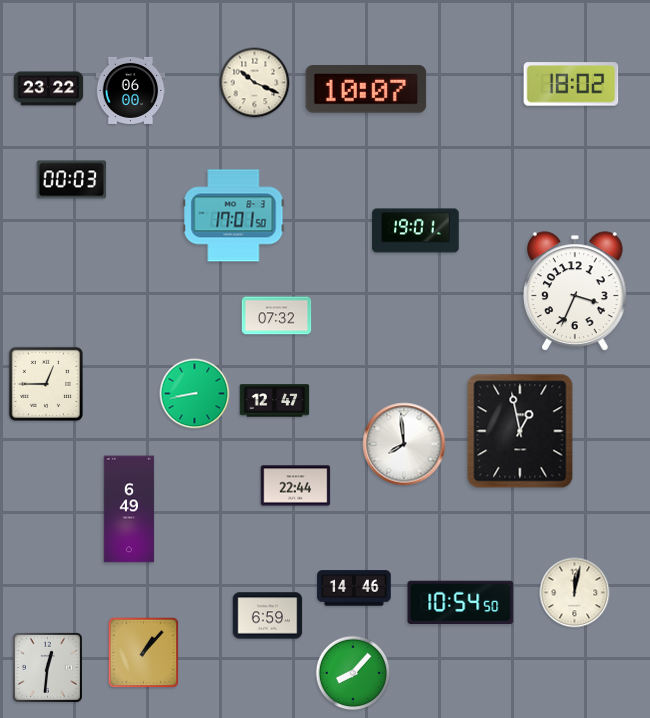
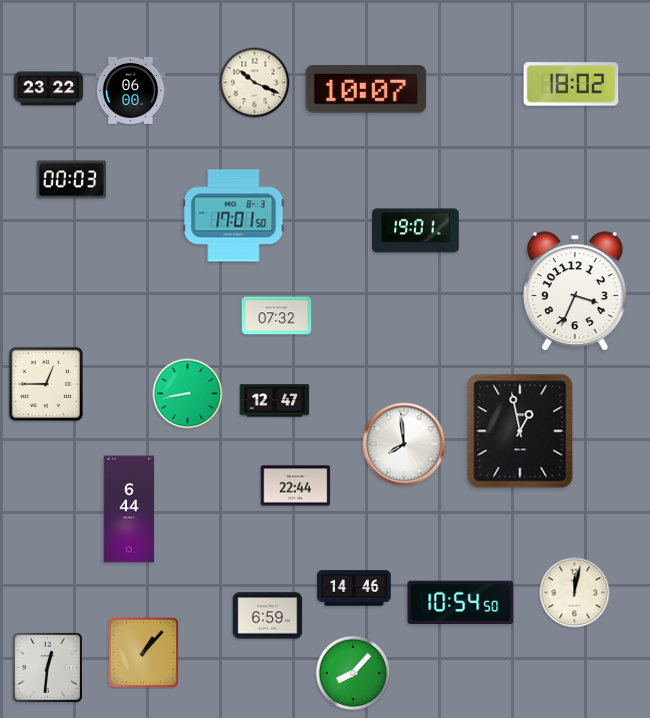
clock at (195, 394) position: (195, 394) -> (188, 394)
clock at (129, 509): 6:49 -> 6:44
